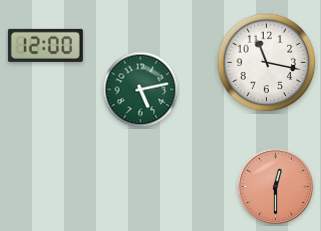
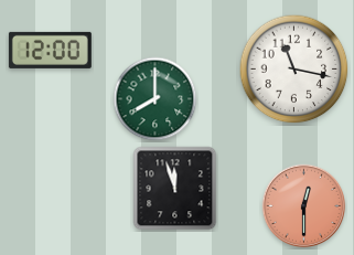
clock at (141, 90): 5:13 -> 8:00
clock at (175, 189): none -> 11:57
